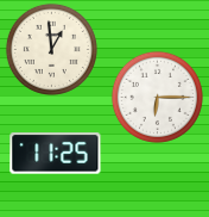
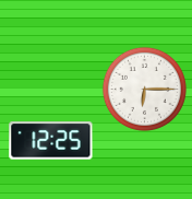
clock at (51, 49): 12:59 -> none
clock at (56, 154): 11:25 -> 12:25
